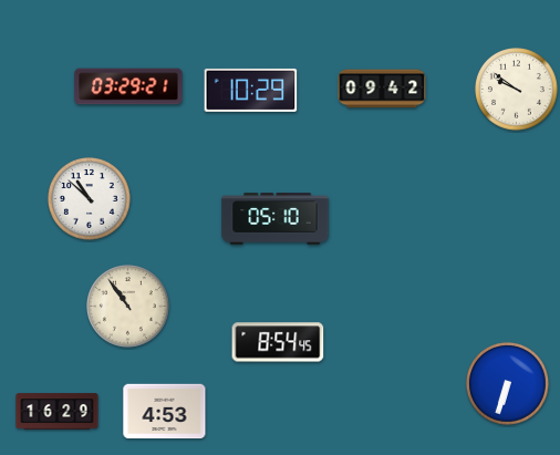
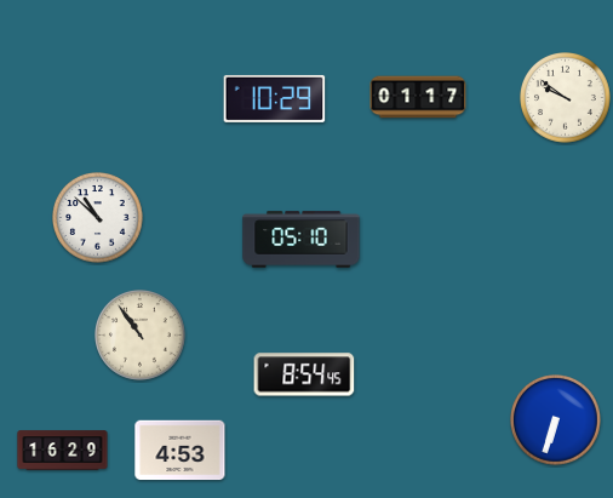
clock at (128, 86): 03:29 -> none
clock at (382, 89): 09:42 -> 01:17
